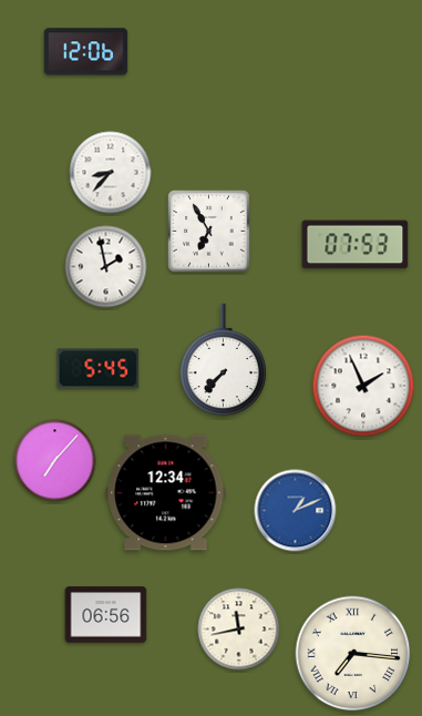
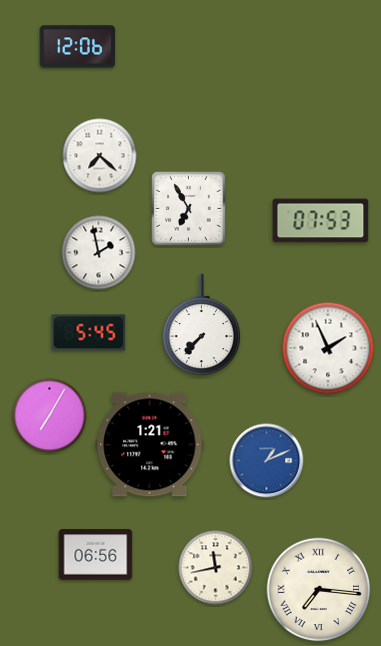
clock at (111, 173): 8:37 -> 7:22
clock at (106, 267) position: (106, 267) -> (99, 253)
clock at (55, 461): 7:07 -> 7:05
clock at (166, 493): 12:34 -> 1:21
